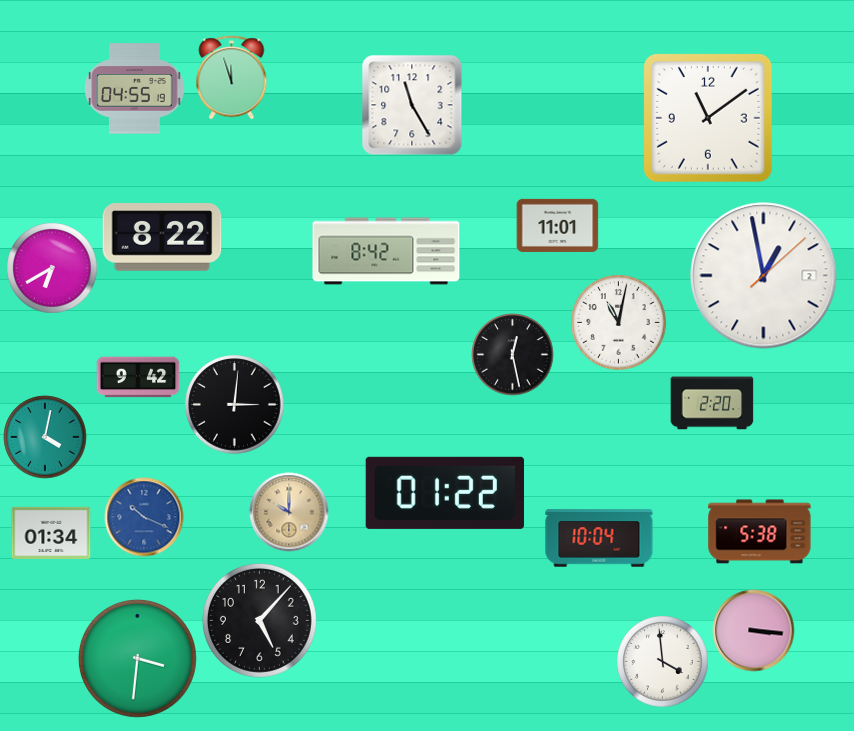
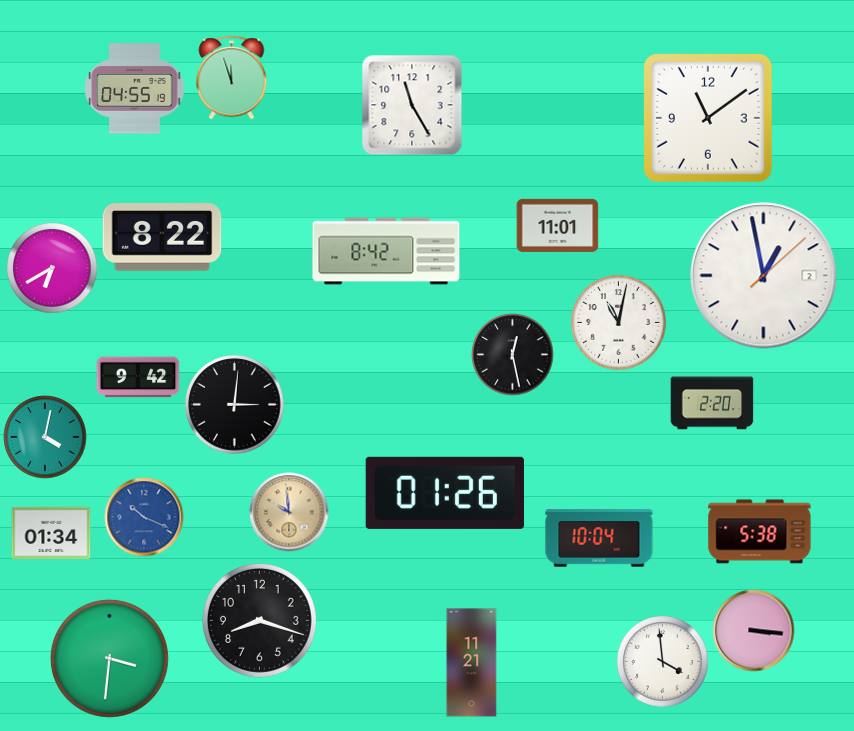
clock at (445, 493): 01:22 -> 01:26
clock at (289, 512): 10:00 -> 9:59
clock at (259, 620): 5:07 -> 8:18
clock at (137, 658) position: (137, 658) -> (109, 658)
clock at (472, 663): none -> 11:21
